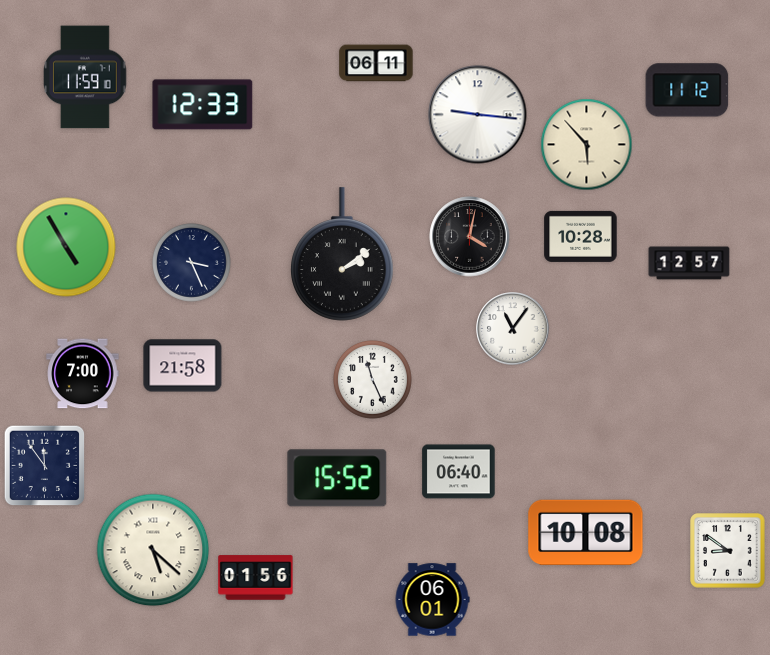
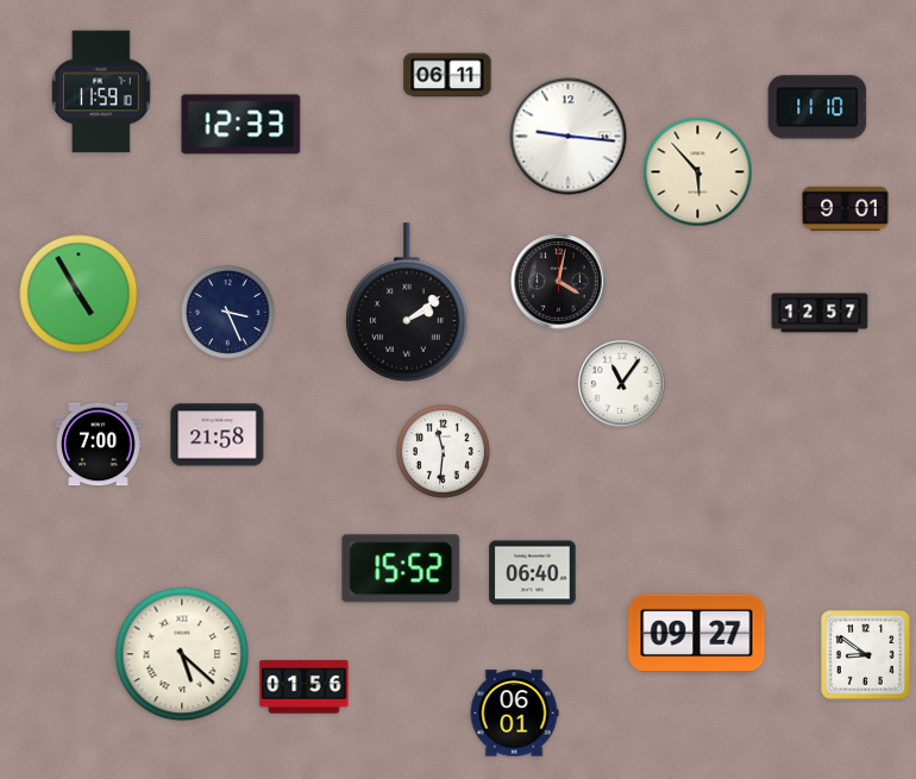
clock at (687, 90): 11:12 -> 11:10
clock at (846, 209): none -> 9:01
clock at (581, 236): 10:28 -> none
clock at (513, 329) position: (513, 329) -> (622, 384)
clock at (372, 379): 11:26 -> 11:31
clock at (45, 466): 11:54 -> none
clock at (459, 472) position: (459, 472) -> (533, 573)
clock at (586, 533): 10:08 -> 09:27
